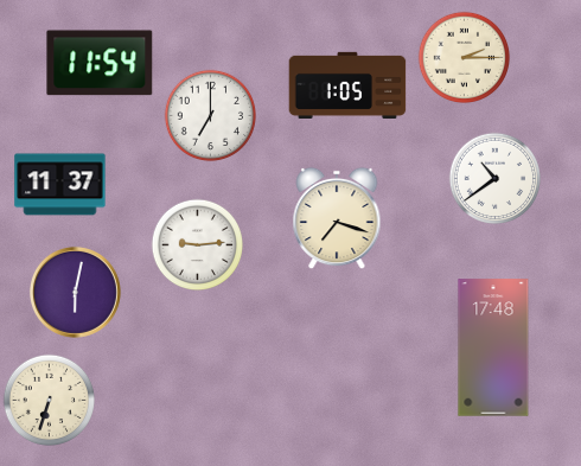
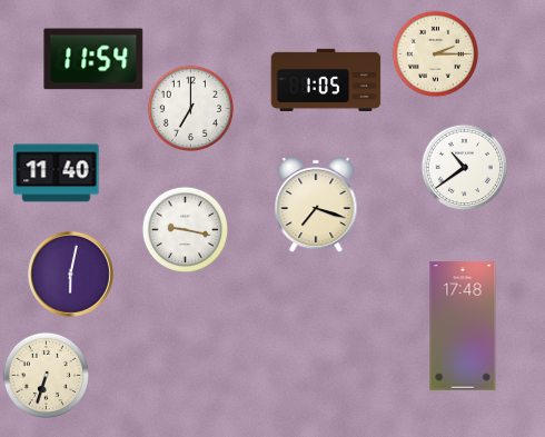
clock at (210, 115) position: (210, 115) -> (190, 108)
clock at (60, 185): 11:37 -> 11:40
clock at (197, 244): 9:14 -> 9:17
